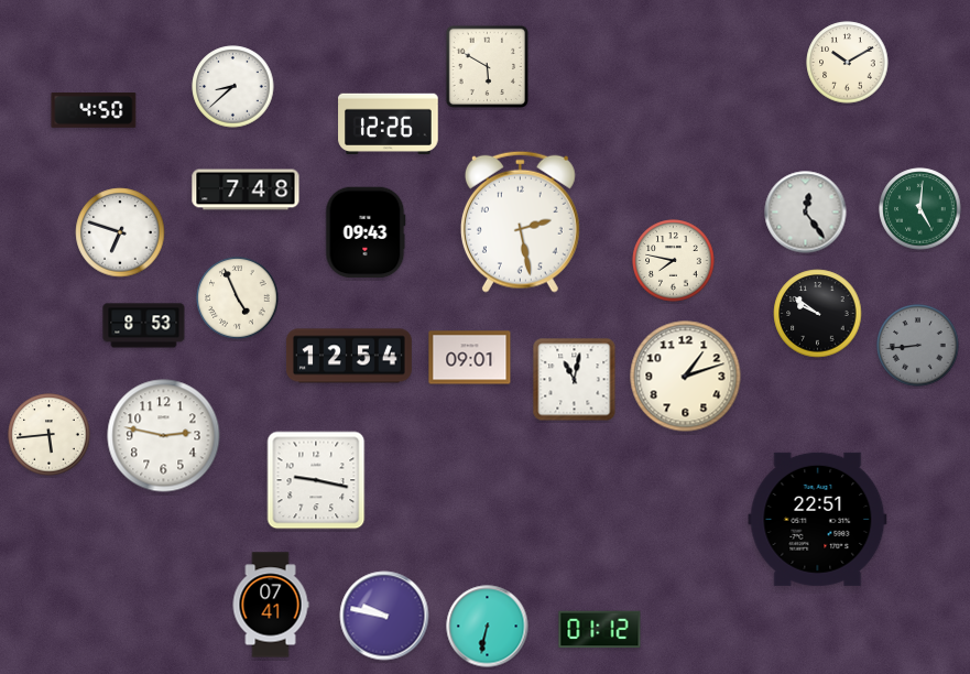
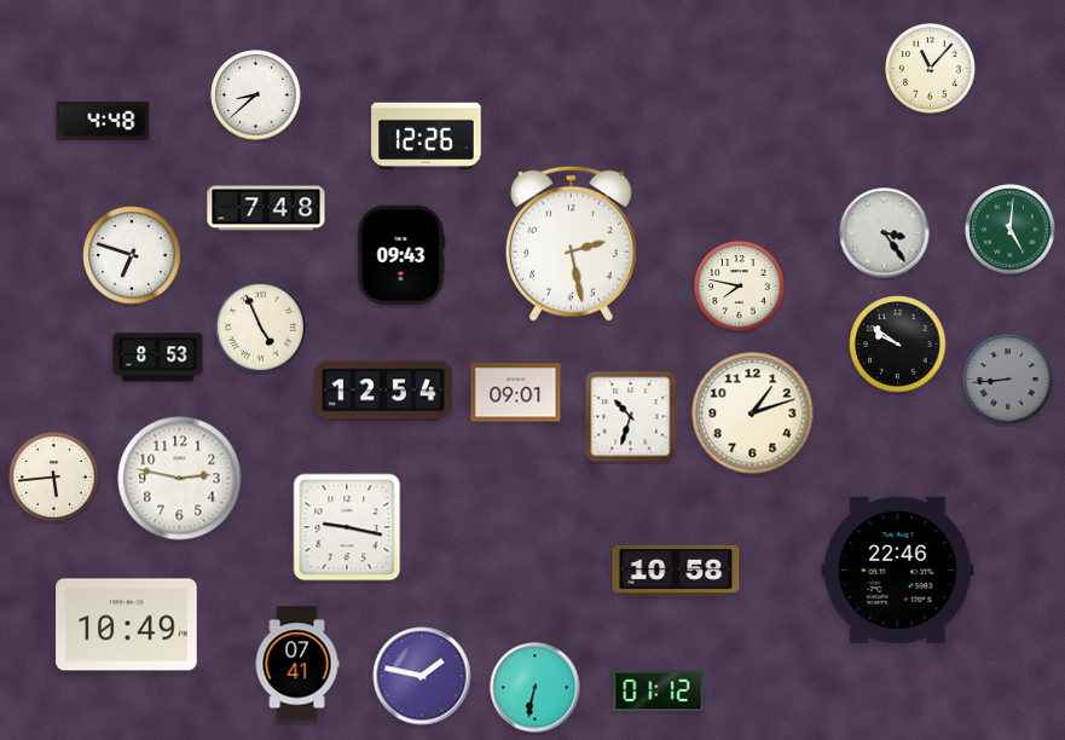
clock at (848, 63): 10:10 -> 11:07
clock at (487, 66): 5:50 -> none
clock at (94, 110): 4:50 -> 4:48
clock at (246, 189) position: (246, 189) -> (266, 208)
clock at (806, 213): 12:24 -> 3:24
clock at (575, 380): 11:02 -> 10:33
clock at (818, 519): 22:51 -> 22:46
clock at (676, 571): none -> 10:58
clock at (127, 625): none -> 10:49
clock at (384, 616): 9:47 -> 1:47
